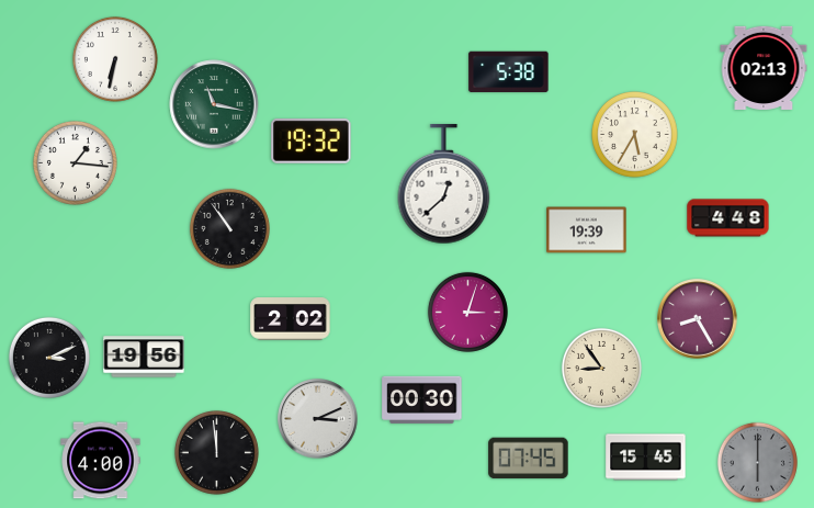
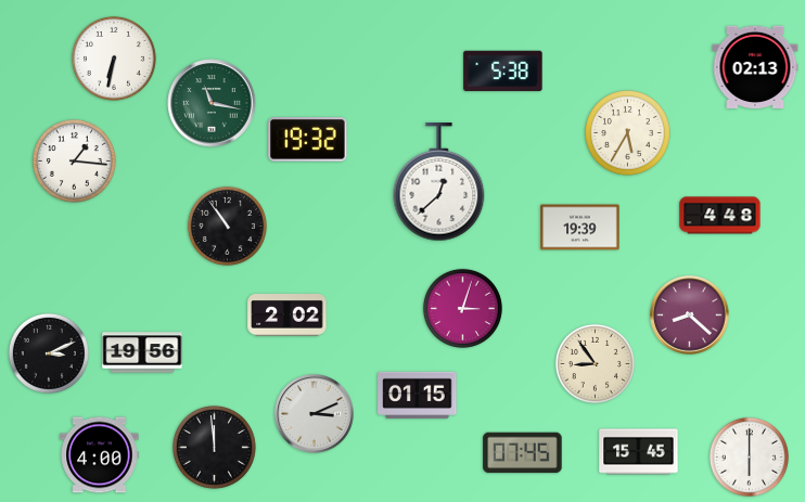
clock at (698, 319): 8:25 -> 8:22
clock at (422, 399): 00:30 -> 01:15
clock at (757, 462) dial: grey -> white
